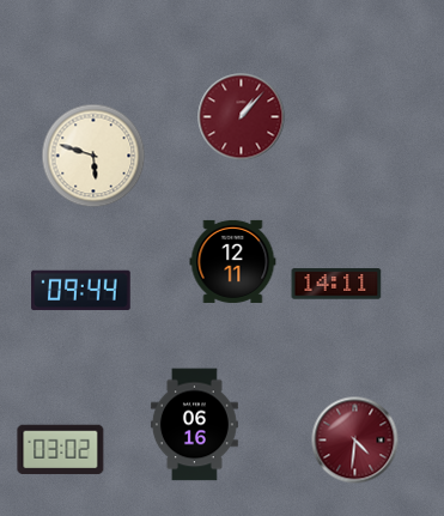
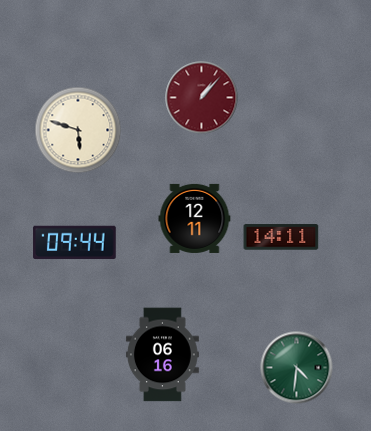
clock at (81, 291) position: (81, 291) -> (75, 243)
clock at (355, 441) dial: burgundy -> green
clock at (61, 450): 03:02 -> none
